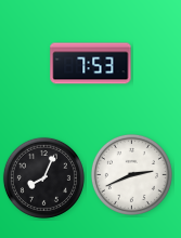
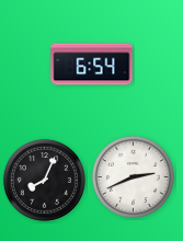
clock at (91, 64): 7:53 -> 6:54
